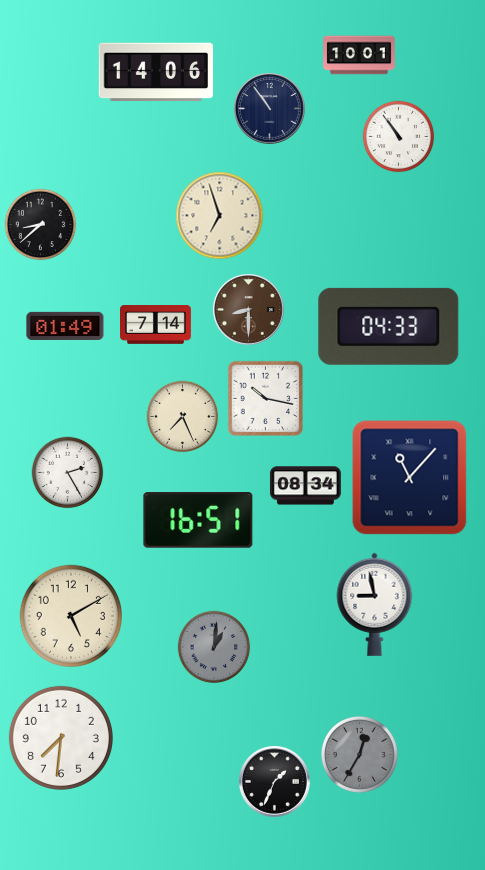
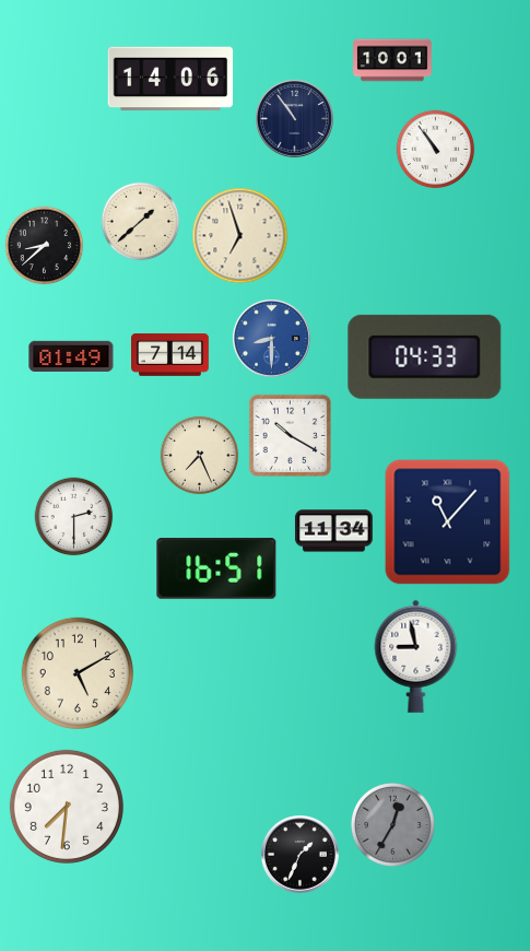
clock at (141, 222): none -> 1:38
clock at (249, 310) dial: brown -> blue
clock at (265, 398): 10:17 -> 10:20
clock at (68, 473): 2:25 -> 2:30
clock at (306, 486): 08:34 -> 11:34
clock at (375, 604) position: (375, 604) -> (416, 656)
clock at (214, 647): 1:01 -> none
